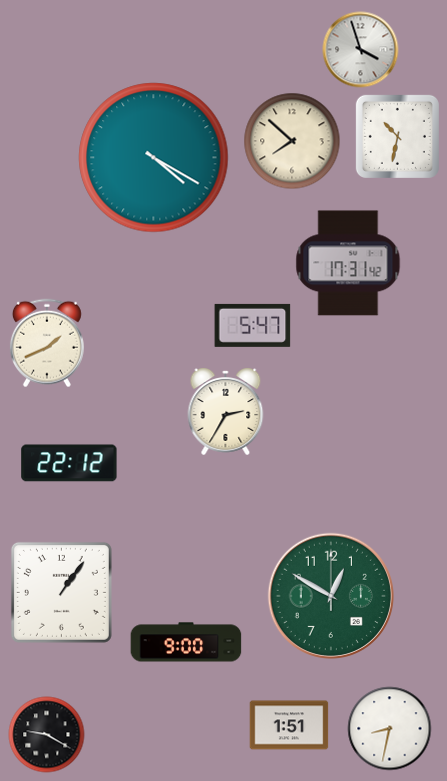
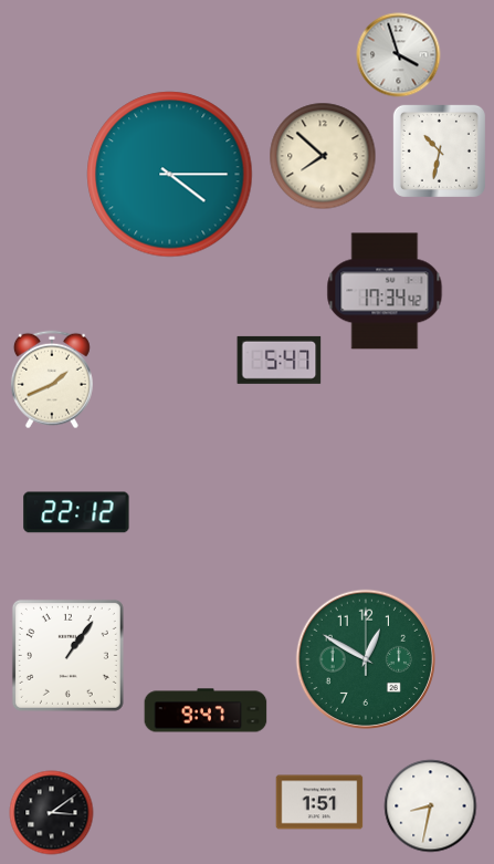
clock at (154, 158): 4:20 -> 4:15
clock at (348, 263): 17:31 -> 17:34
clock at (226, 411): 2:35 -> none
clock at (186, 642): 9:00 -> 9:47
clock at (47, 735): 9:20 -> 3:09
